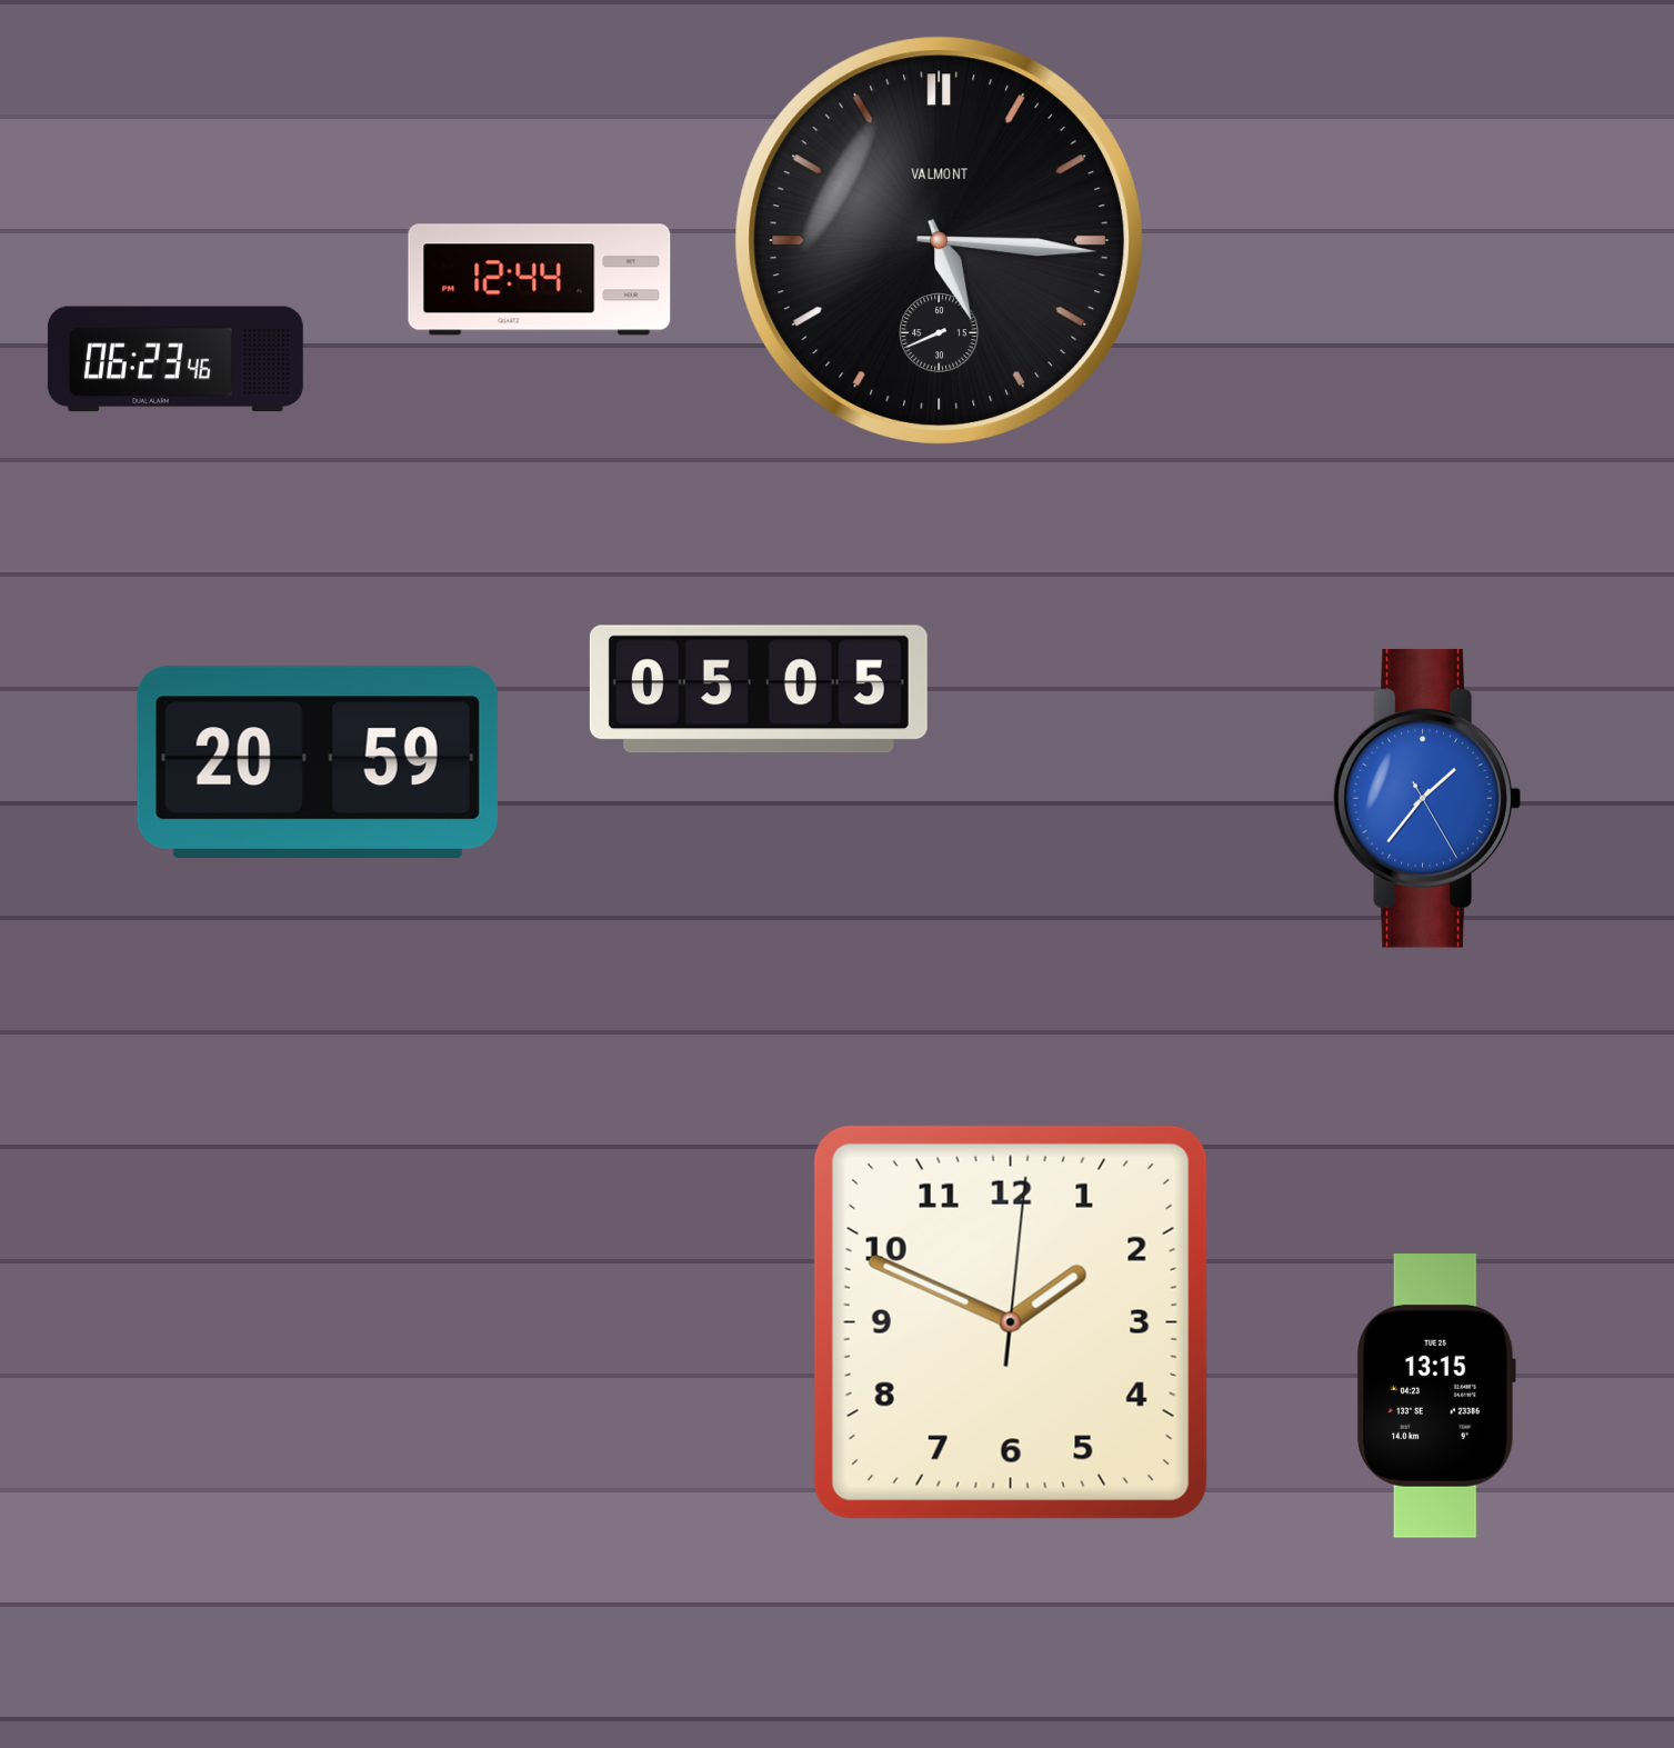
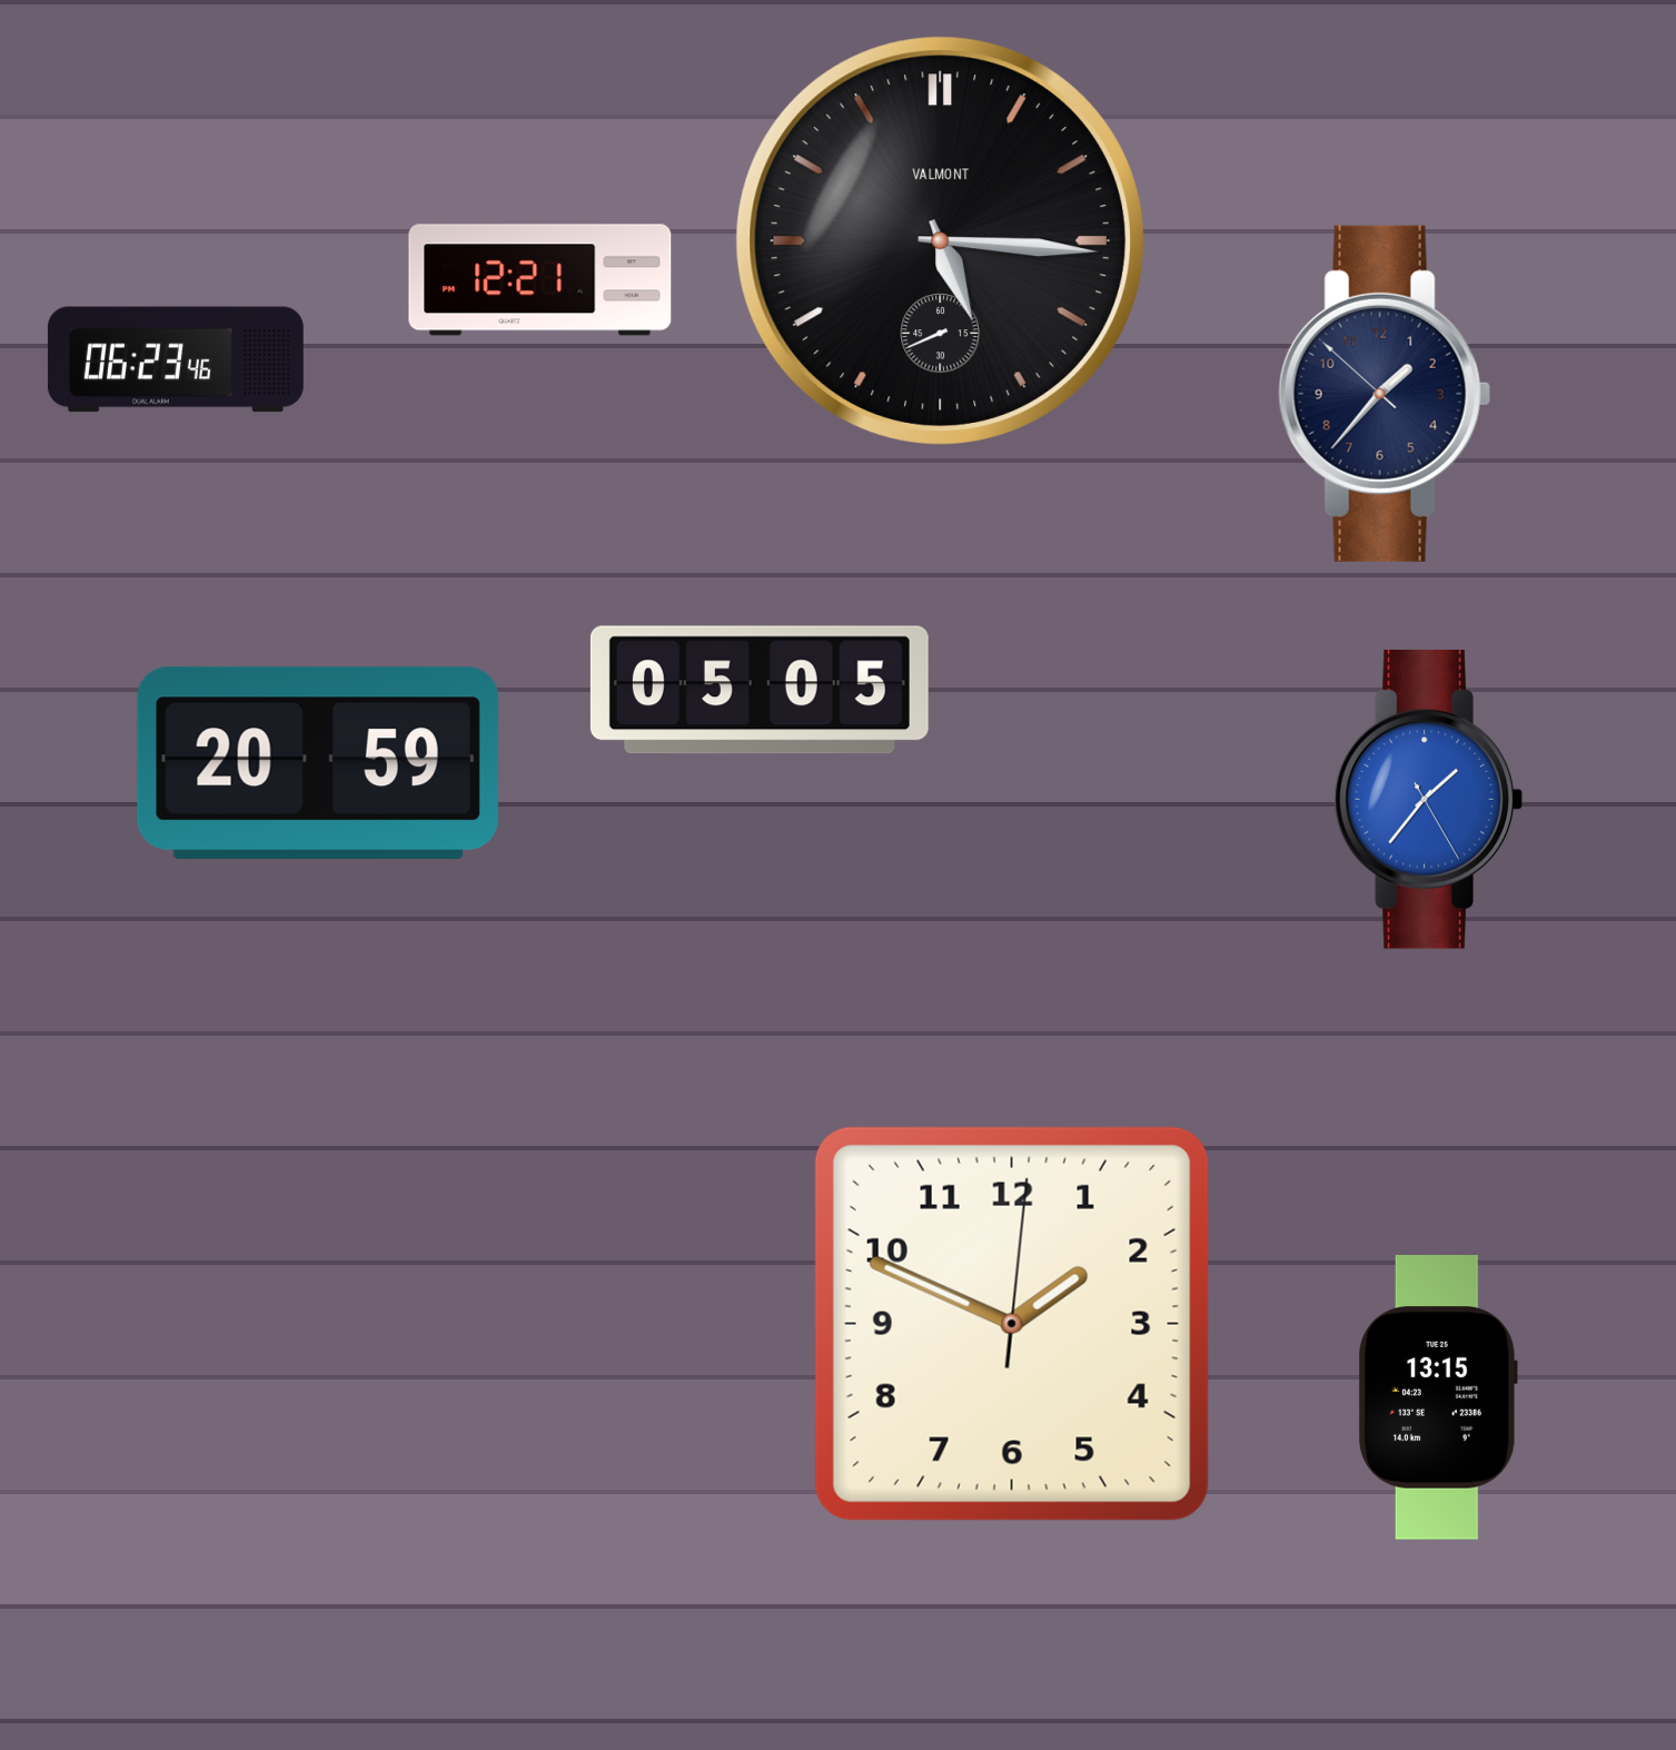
clock at (540, 280): 12:44 -> 12:21
clock at (1385, 394): none -> 1:36
